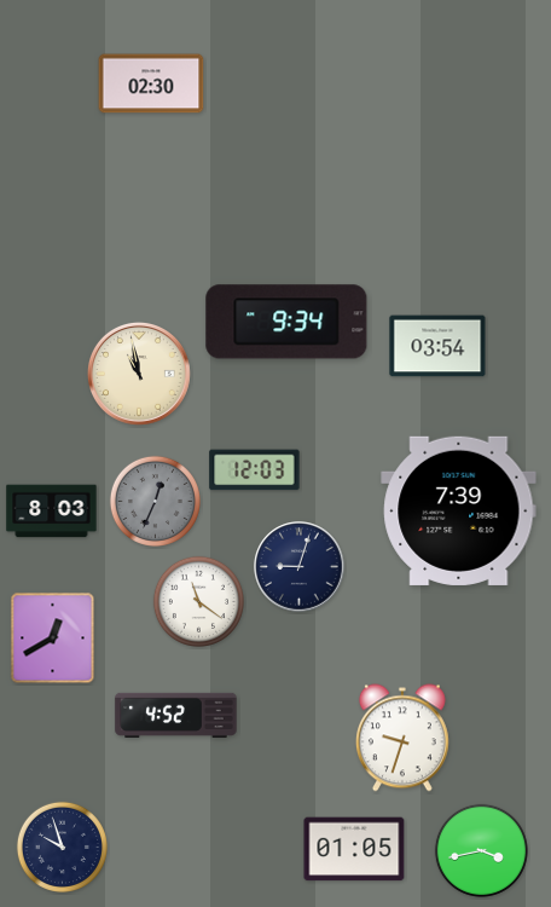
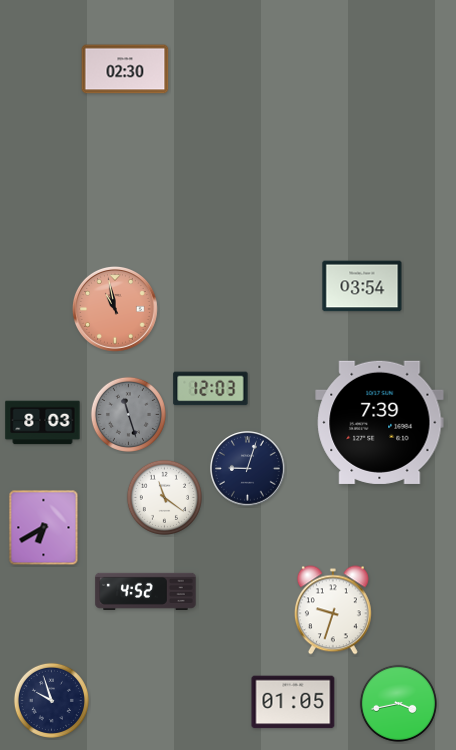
clock at (286, 322): 9:34 -> none
clock at (139, 374) dial: cream -> salmon
clock at (155, 501): 12:34 -> 11:27
clock at (53, 639): 12:40 -> 6:40
